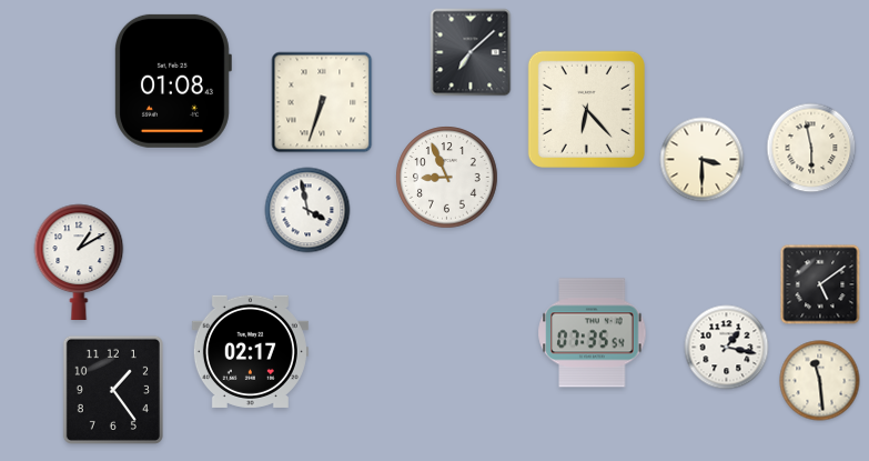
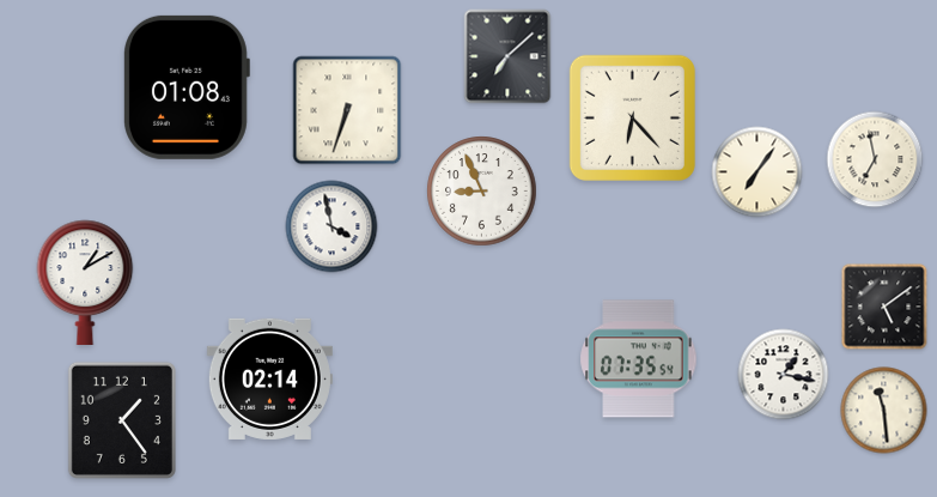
clock at (811, 148): 5:58 -> 6:58
clock at (703, 160): 3:30 -> 7:06
clock at (250, 351): 02:17 -> 02:14
